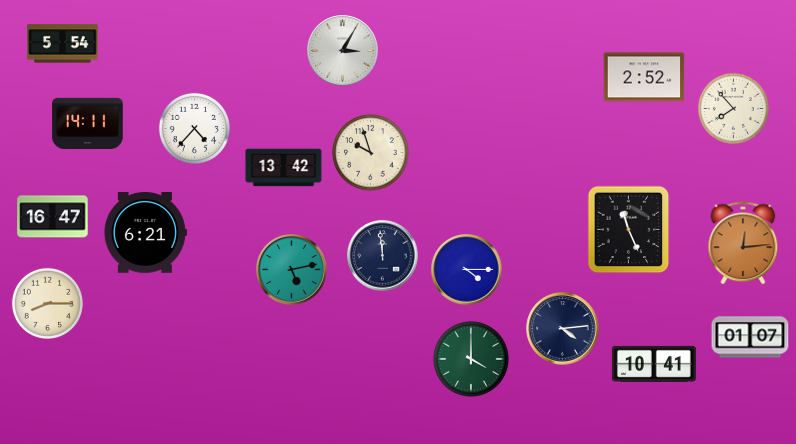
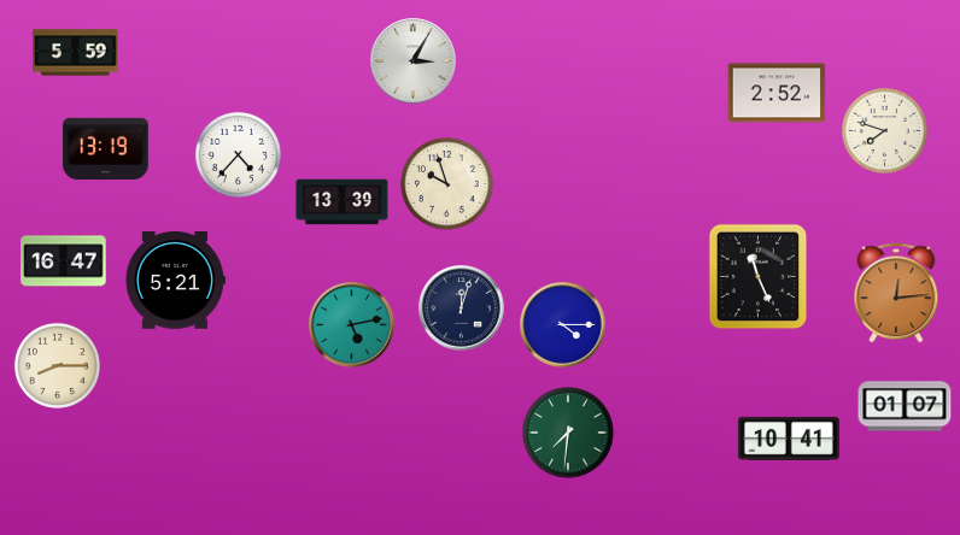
clock at (63, 44): 5:54 -> 5:59
clock at (733, 108): 7:53 -> 7:48
clock at (88, 123): 14:11 -> 13:19
clock at (194, 128) position: (194, 128) -> (238, 154)
clock at (284, 168): 13:42 -> 13:39
clock at (145, 233): 6:21 -> 5:21
clock at (383, 256): 11:59 -> 12:03
clock at (563, 329): 4:14 -> none
clock at (471, 359): 4:00 -> 7:31
